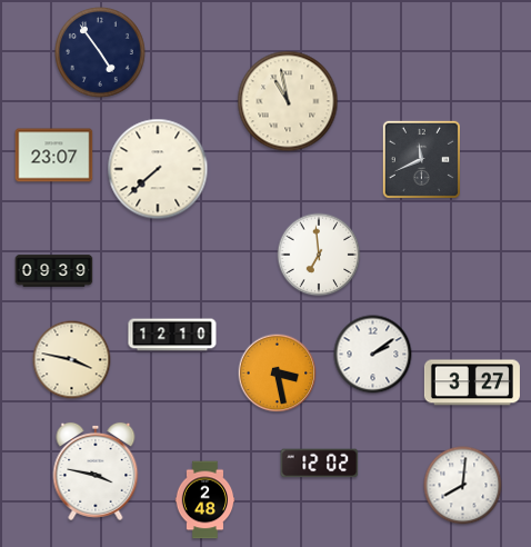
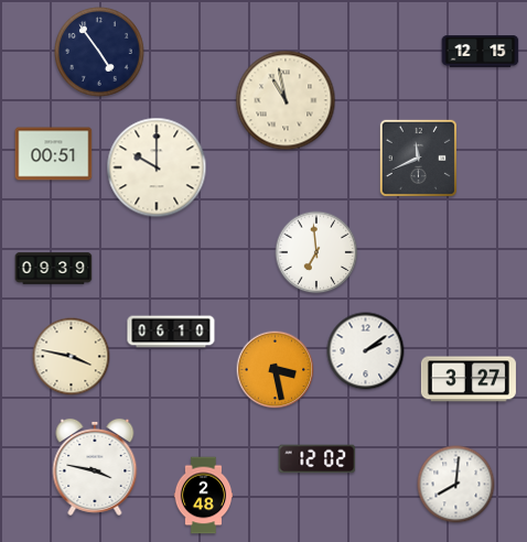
clock at (481, 52): none -> 12:15
clock at (54, 156): 23:07 -> 00:51
clock at (158, 169): 7:38 -> 10:00
clock at (172, 335): 12:10 -> 06:10
clock at (373, 355) position: (373, 355) -> (366, 351)
clock at (463, 486) position: (463, 486) -> (456, 485)
